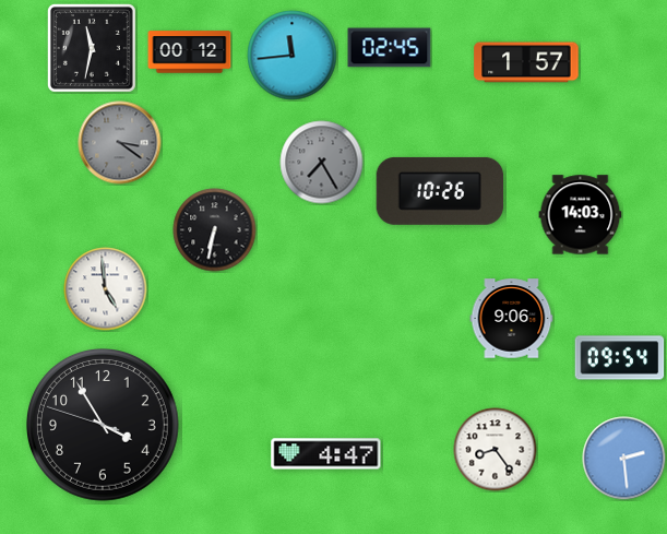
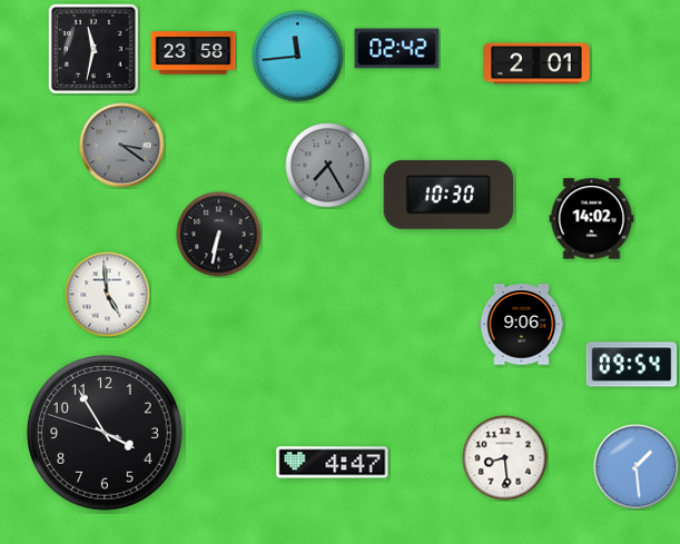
clock at (390, 48): 02:45 -> 02:42
clock at (190, 52): 00:12 -> 23:58
clock at (526, 62): 1:57 -> 2:01
clock at (440, 191): 10:26 -> 10:30
clock at (581, 215): 14:03 -> 14:02
clock at (496, 450): 8:24 -> 8:29
clock at (624, 459): 2:29 -> 1:29
